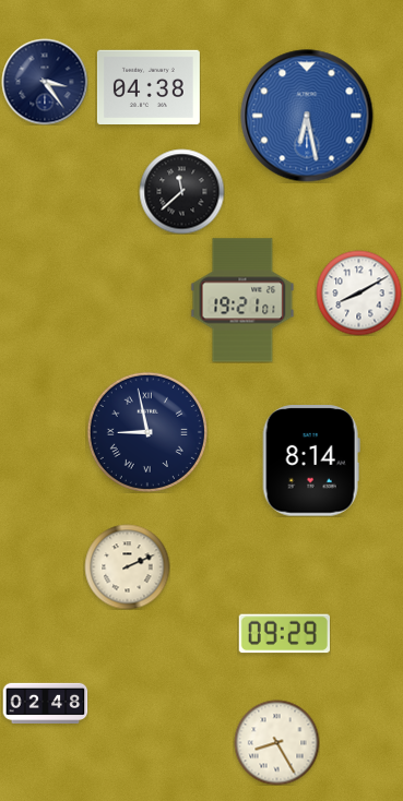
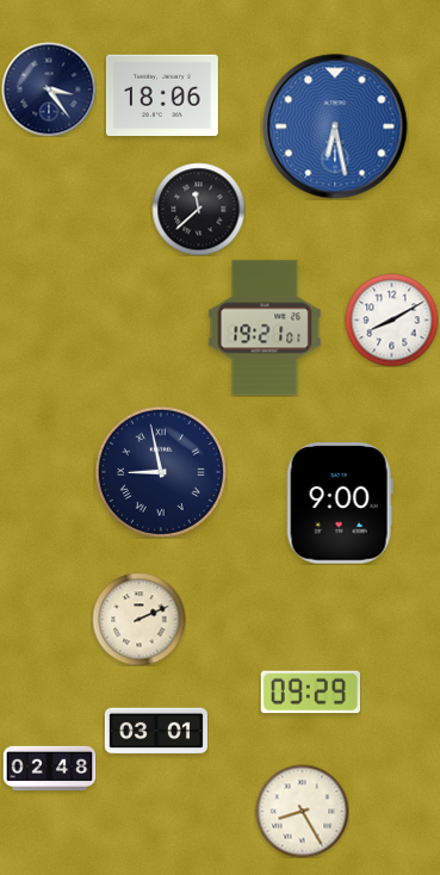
clock at (149, 86): 04:38 -> 18:06
clock at (311, 461): 8:14 -> 9:00
clock at (156, 731): none -> 03:01
